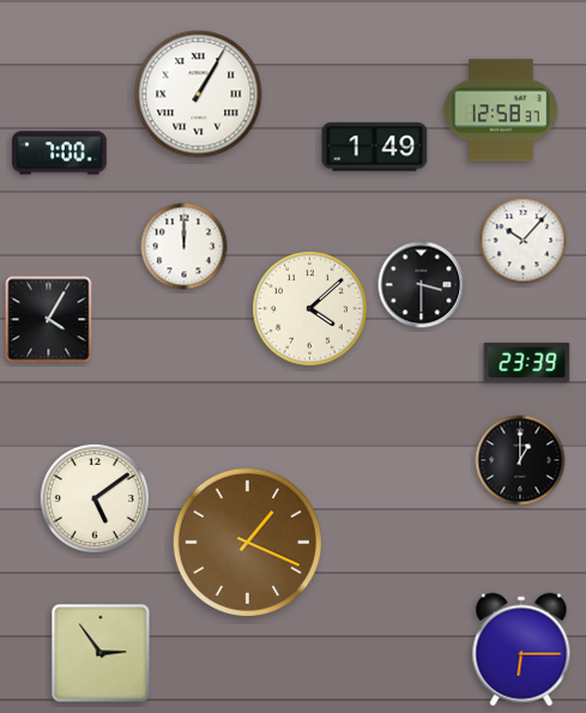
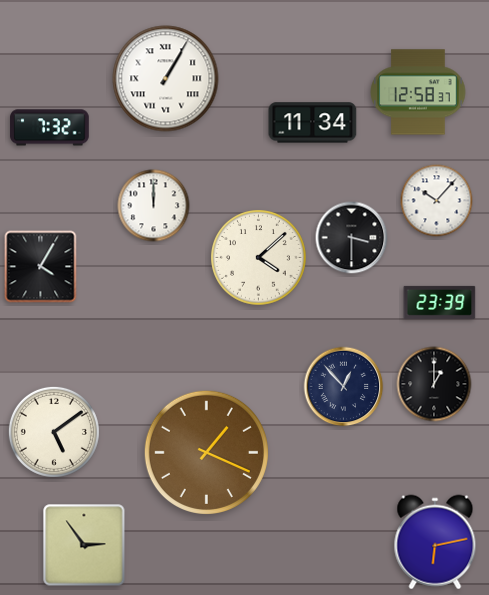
clock at (375, 147): 1:49 -> 11:34
clock at (60, 153): 7:00 -> 7:32
clock at (344, 387): none -> 12:53
clock at (95, 499) position: (95, 499) -> (54, 432)
clock at (521, 649): 6:15 -> 6:13
